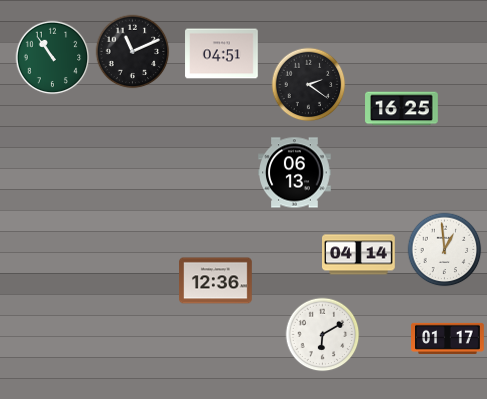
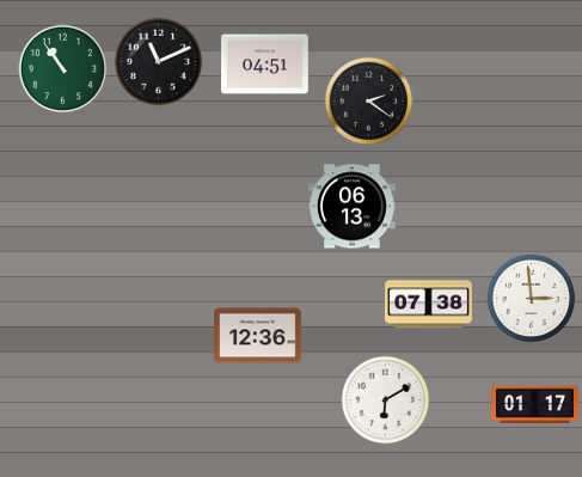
clock at (402, 109): 16:25 -> none
clock at (445, 250): 12:59 -> 2:59
clock at (359, 255): 04:14 -> 07:38
